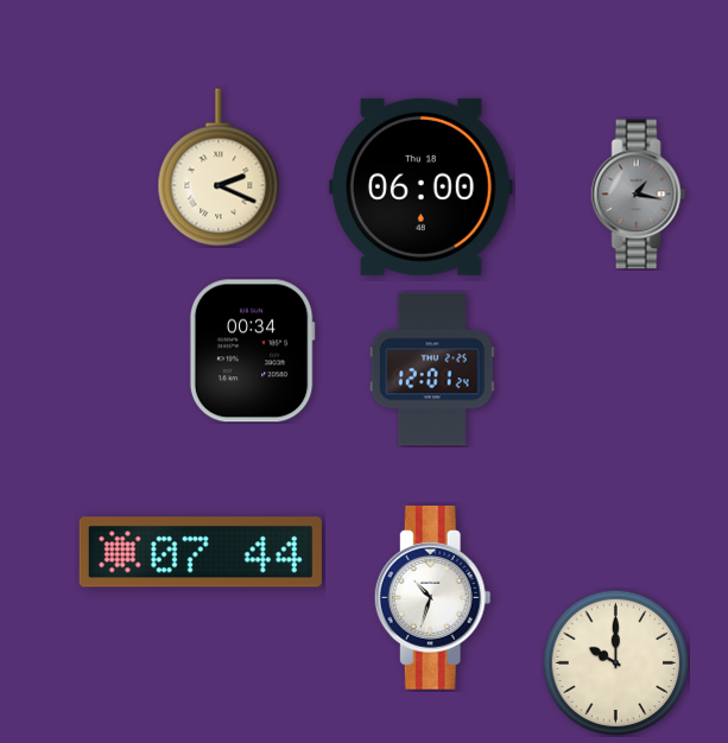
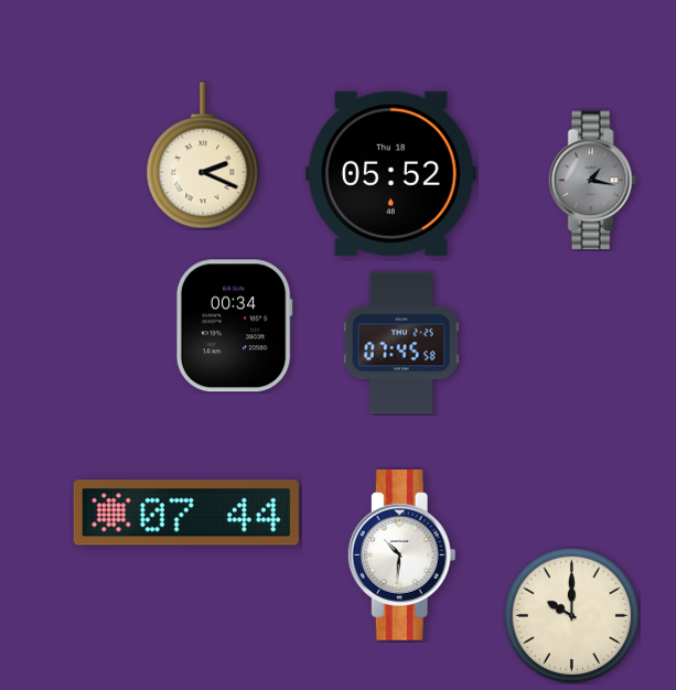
clock at (420, 186): 06:00 -> 05:52
clock at (432, 369): 12:01 -> 07:45
clock at (432, 598): 10:33 -> 10:31
